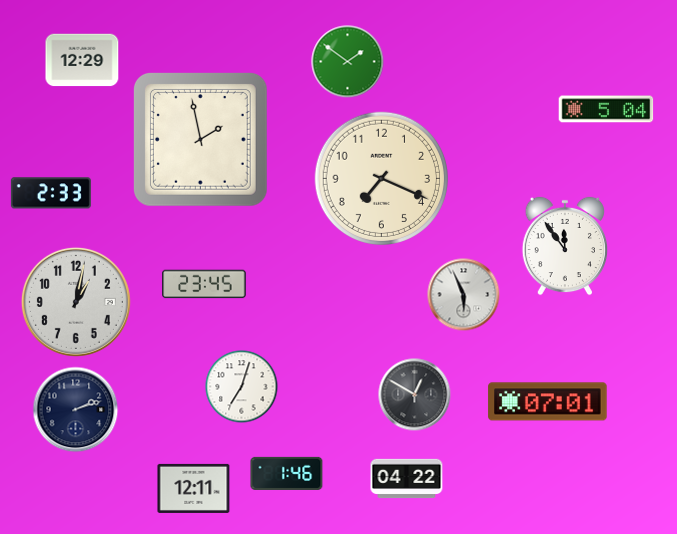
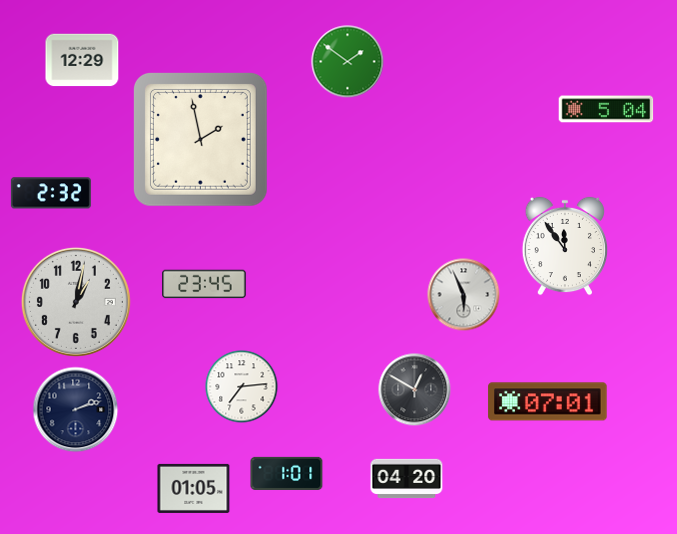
clock at (381, 178): 7:19 -> none
clock at (51, 193): 2:33 -> 2:32
clock at (242, 387): 7:03 -> 7:14
clock at (415, 395) position: (415, 395) -> (415, 390)
clock at (287, 473): 1:46 -> 1:01
clock at (407, 479): 04:22 -> 04:20
clock at (194, 488): 12:11 -> 01:05
